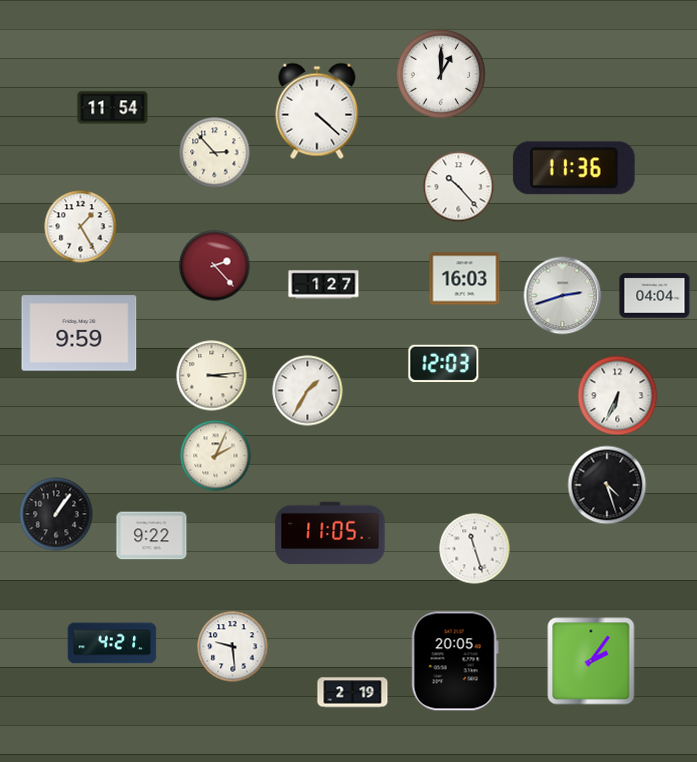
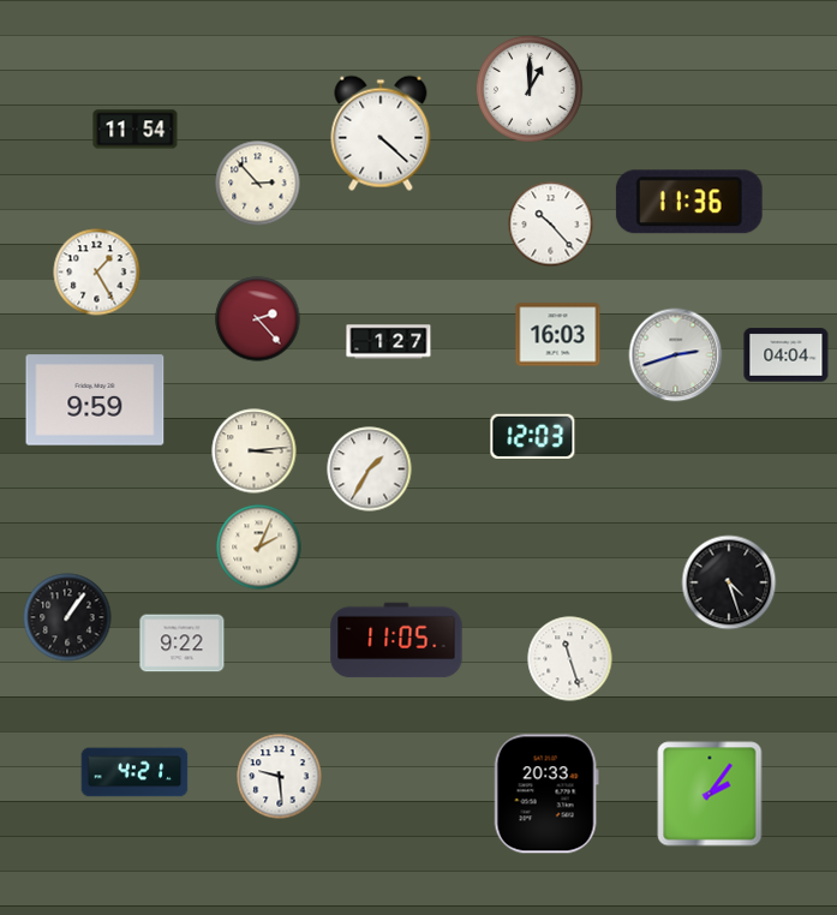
clock at (618, 396): 6:34 -> none
clock at (455, 661): 20:05 -> 20:33
clock at (353, 693): 2:19 -> none
